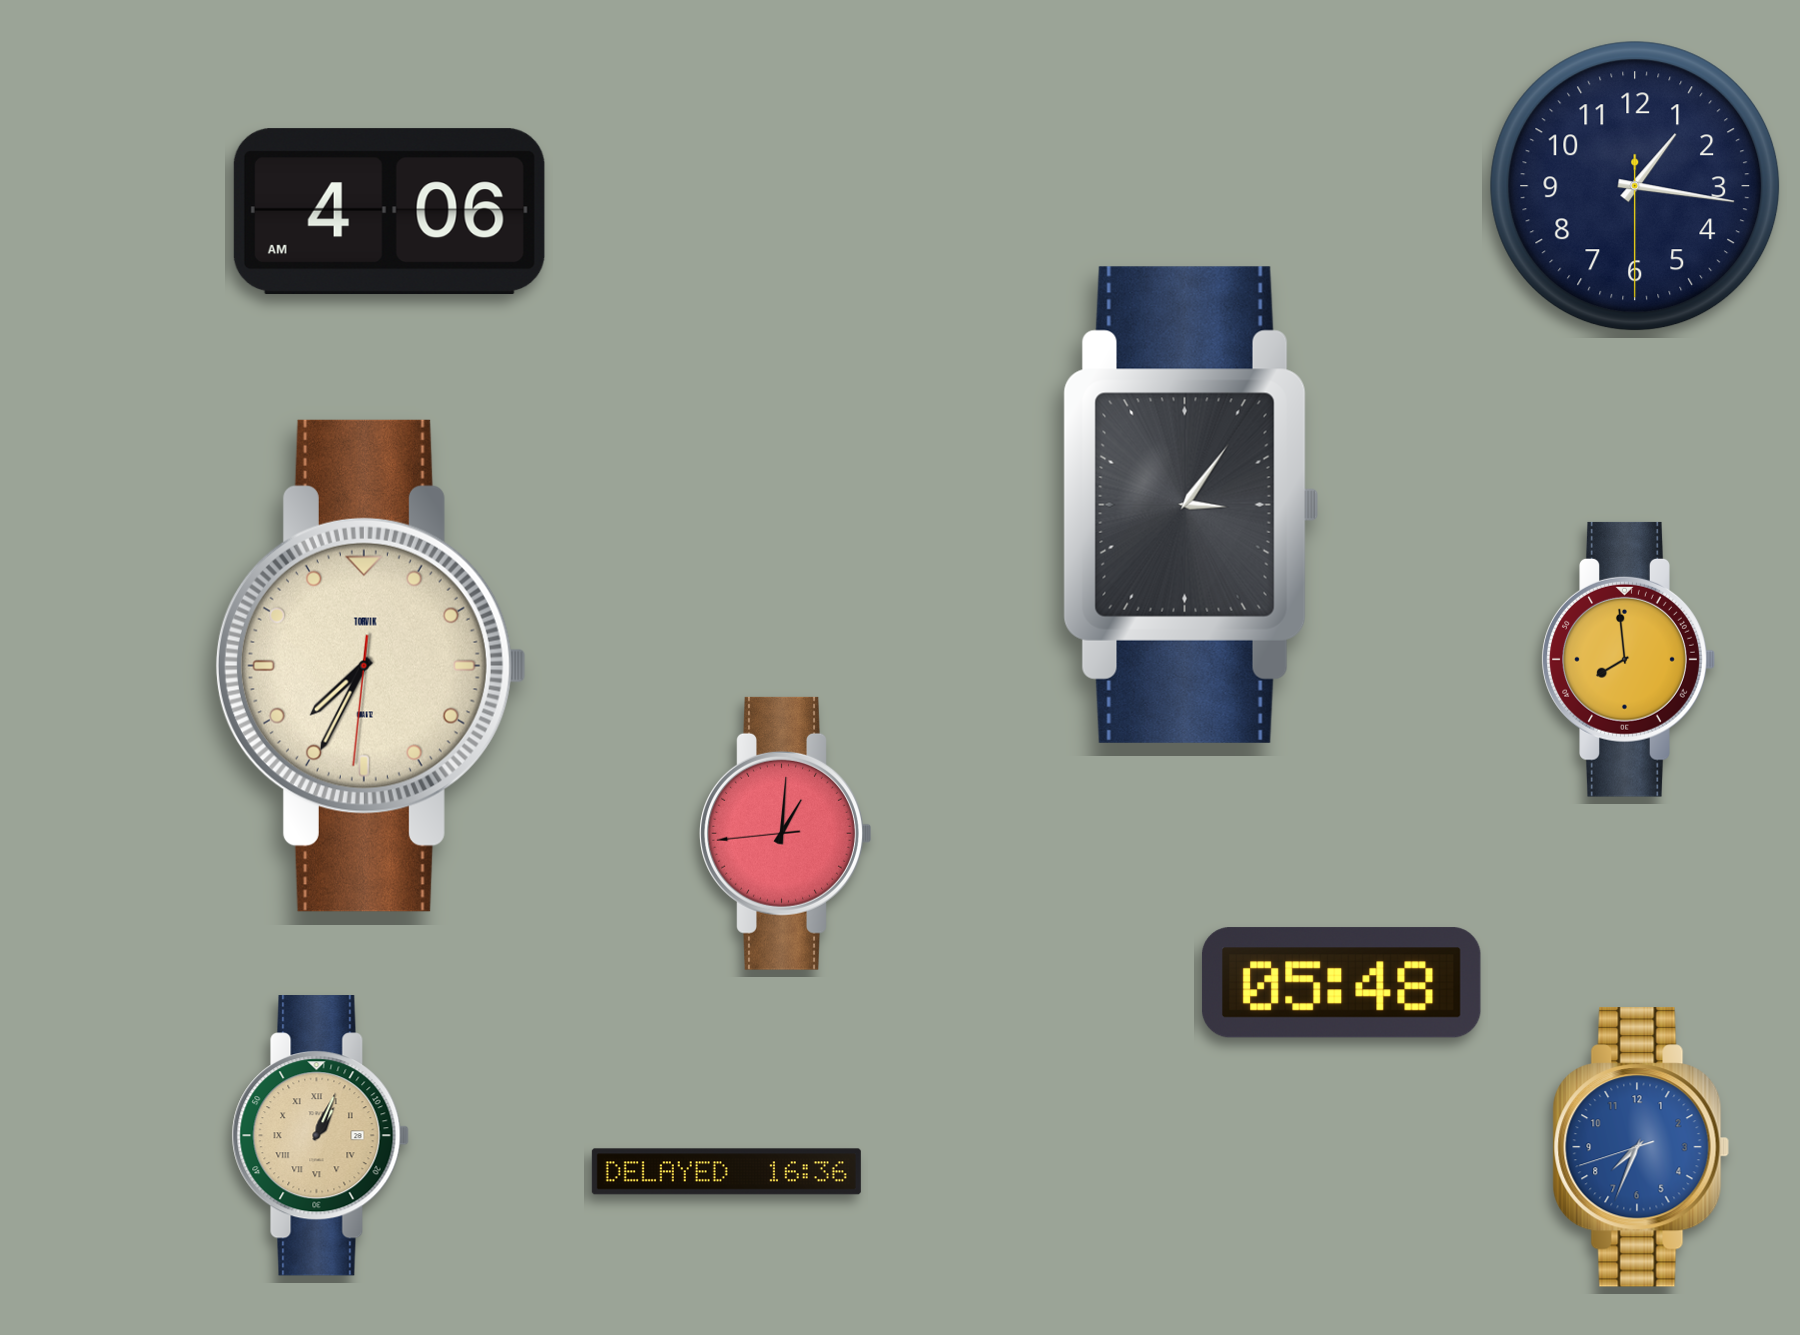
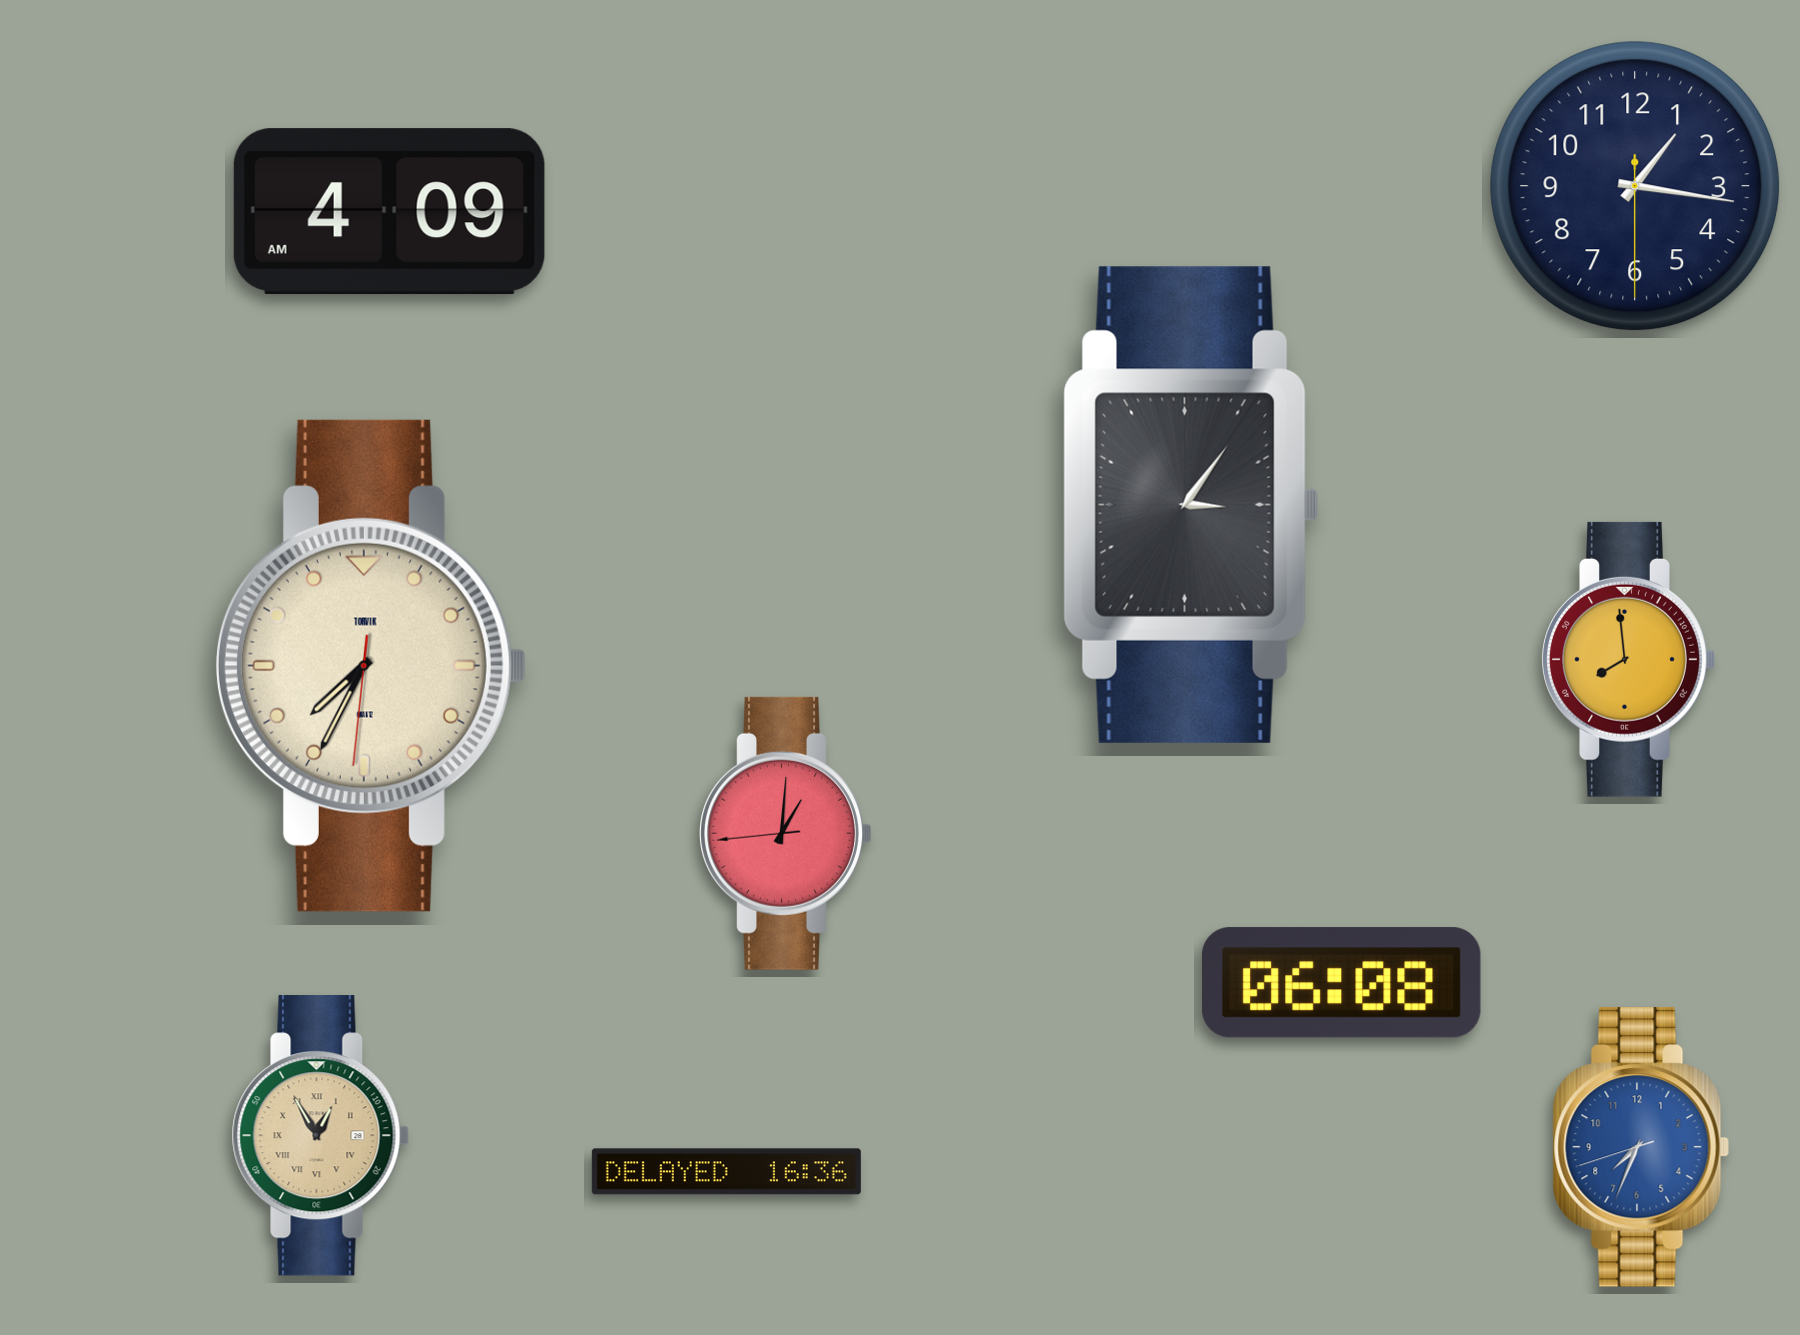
clock at (389, 212): 4:06 -> 4:09
clock at (1341, 983): 05:48 -> 06:08
clock at (320, 1136): 1:04 -> 12:55
